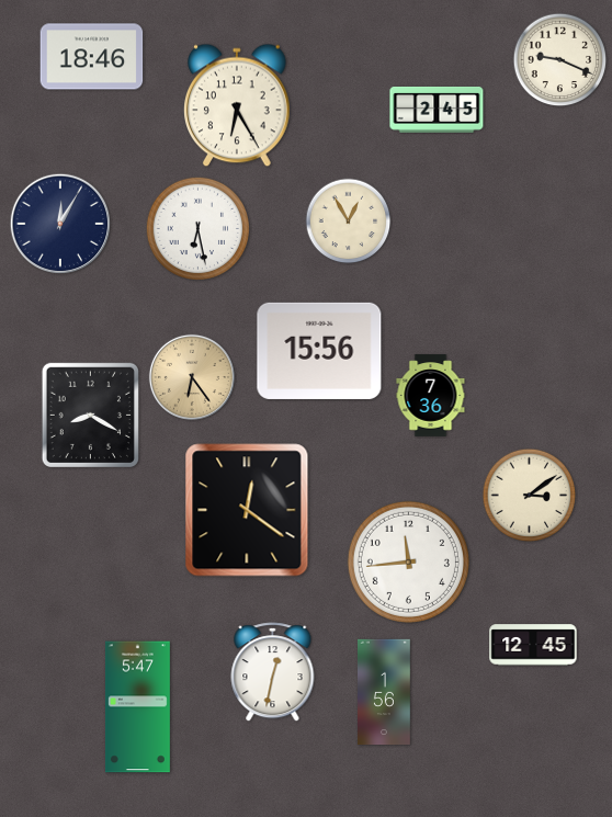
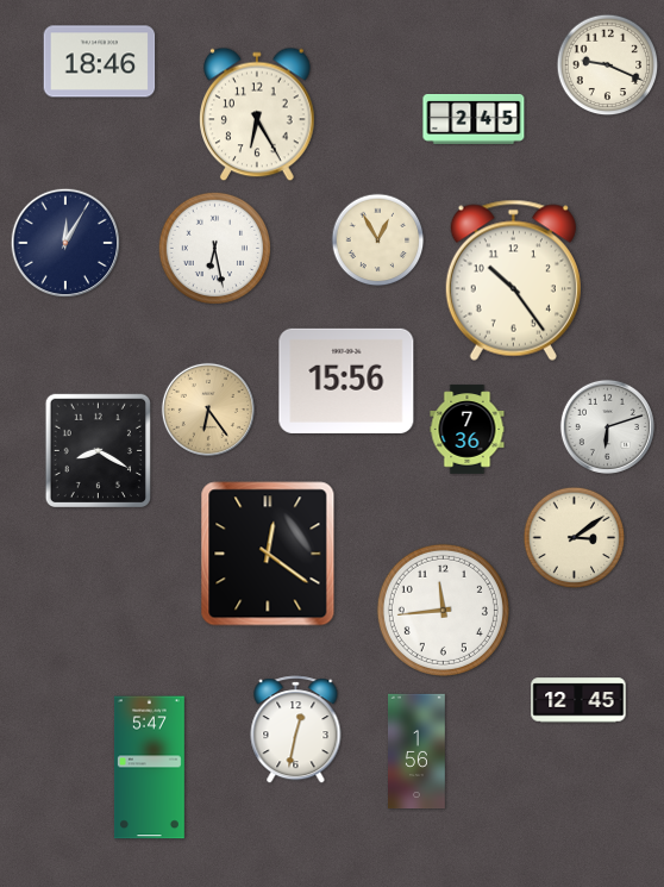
clock at (513, 280): none -> 10:24
clock at (607, 426): none -> 6:12
